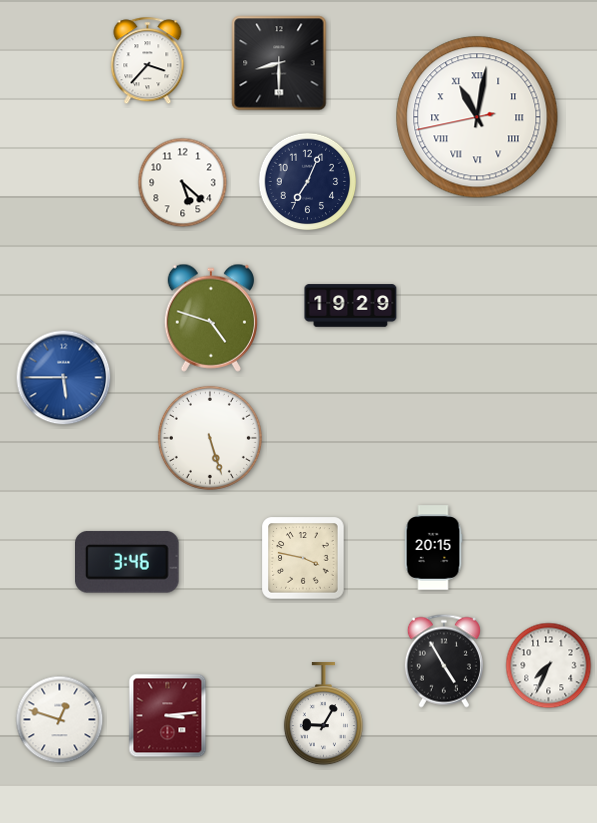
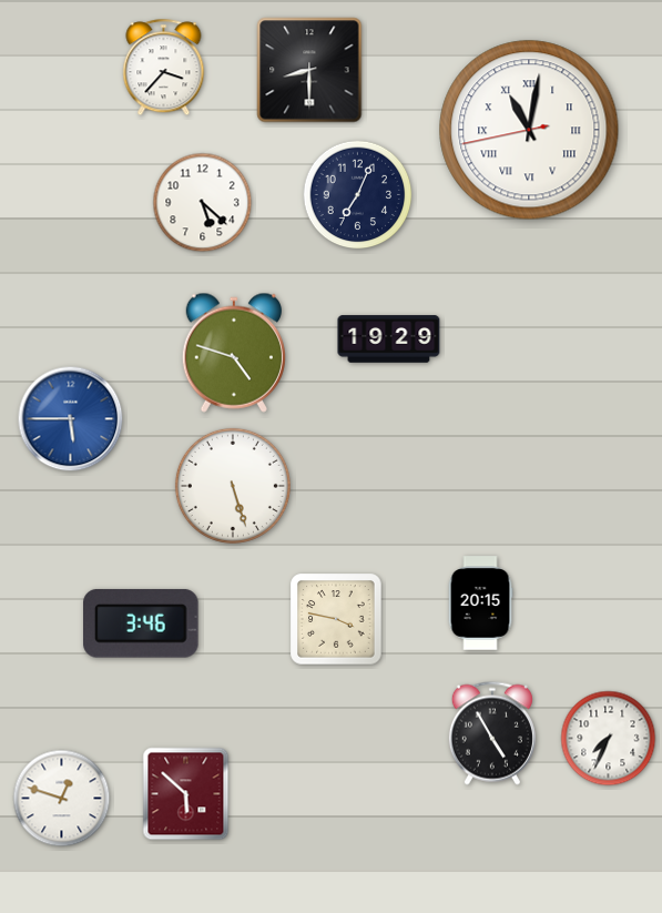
clock at (308, 182) position: (308, 182) -> (358, 195)
clock at (433, 548) position: (433, 548) -> (480, 603)
clock at (323, 714): 9:05 -> none
clock at (168, 716): 3:14 -> 5:52
clock at (60, 720) position: (60, 720) -> (62, 799)
